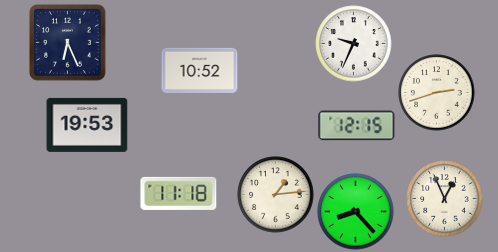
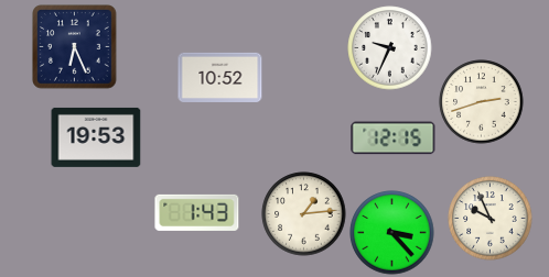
clock at (179, 193): 11:18 -> 1:43
clock at (445, 199): 12:56 -> 9:56
clock at (356, 212): 8:23 -> 3:23
